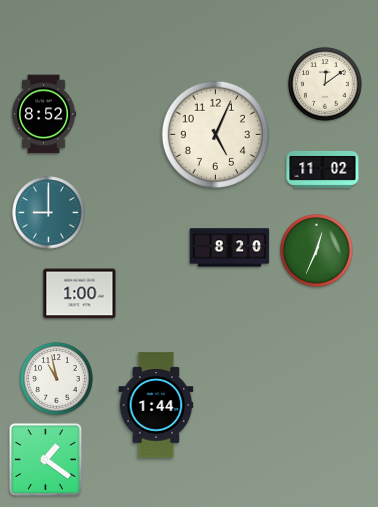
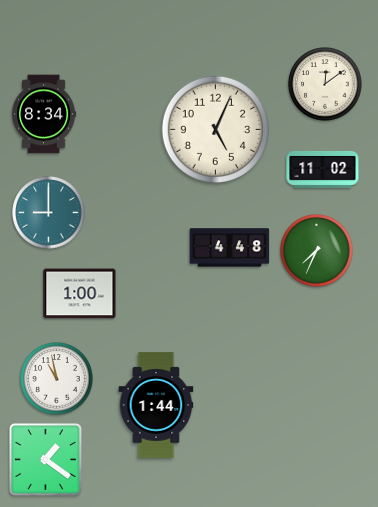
clock at (44, 114): 8:52 -> 8:34
clock at (215, 134) position: (215, 134) -> (215, 129)
clock at (230, 248): 8:20 -> 4:48
clock at (317, 251): 12:34 -> 7:34
